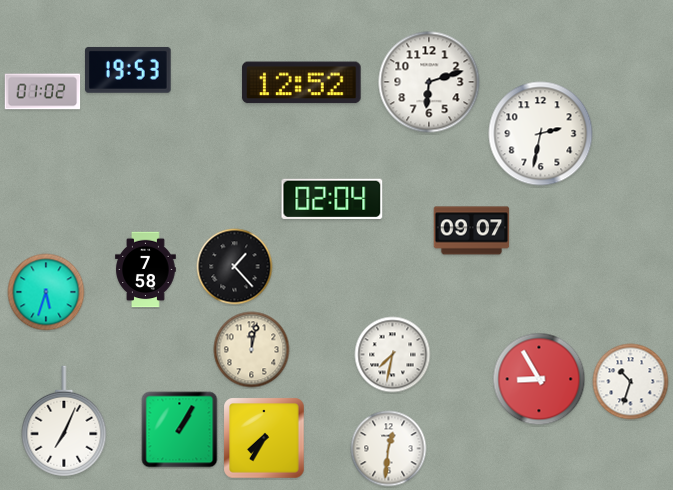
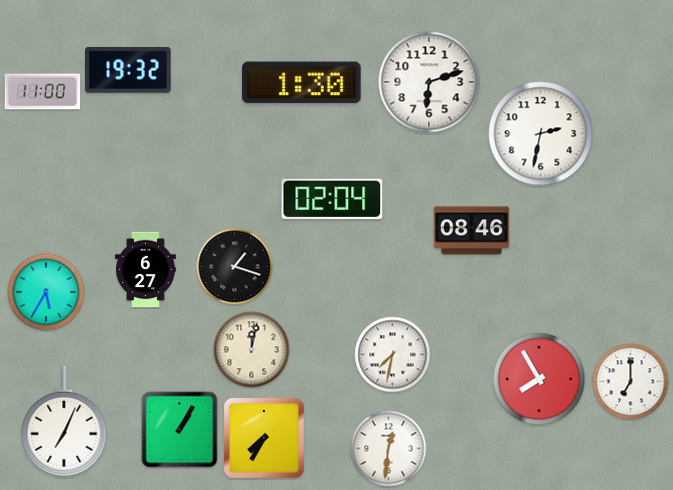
clock at (128, 70): 19:53 -> 19:32
clock at (302, 83): 12:52 -> 1:30
clock at (43, 92): 01:02 -> 11:00
clock at (472, 231): 09:07 -> 08:46
clock at (235, 267): 1:23 -> 1:18
clock at (146, 270): 7:58 -> 6:27
clock at (46, 292): 5:33 -> 5:35
clock at (539, 379): 8:55 -> 7:55
clock at (631, 382): 10:33 -> 7:00
